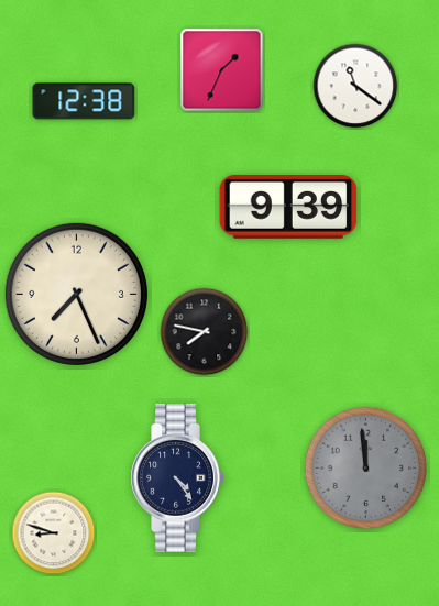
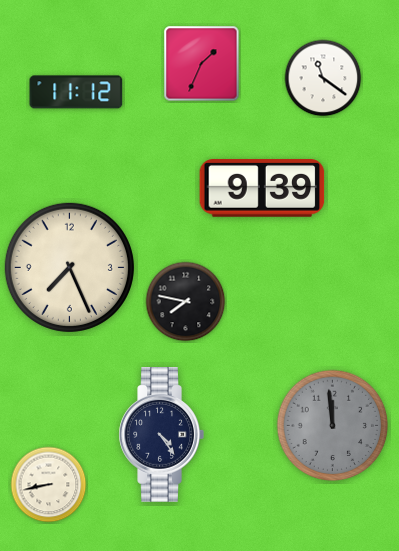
clock at (84, 101): 12:38 -> 11:12
clock at (54, 533): 8:48 -> 8:43
